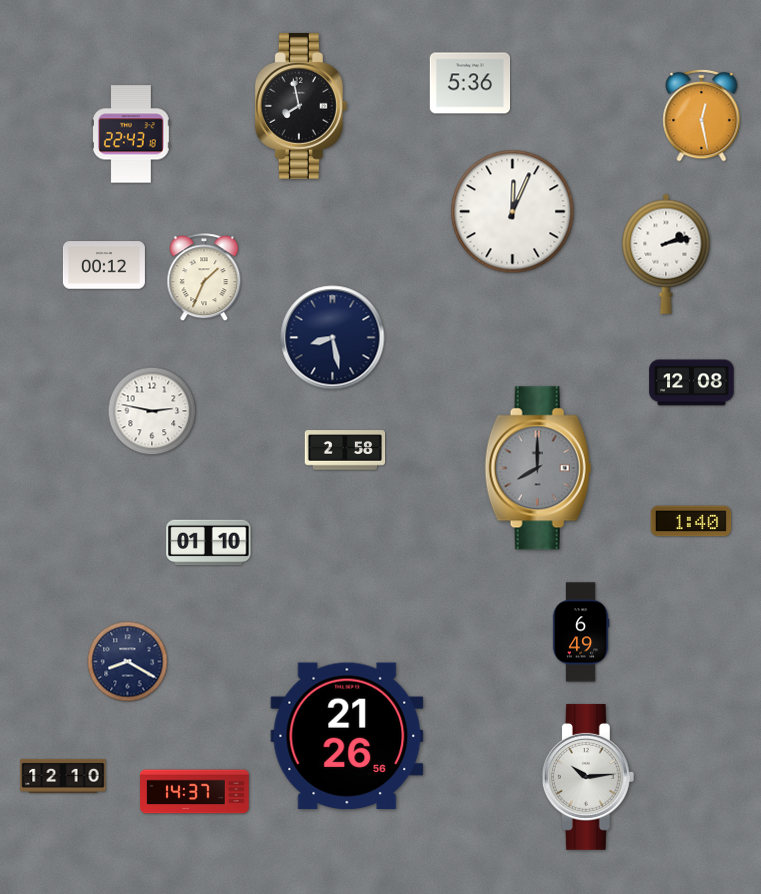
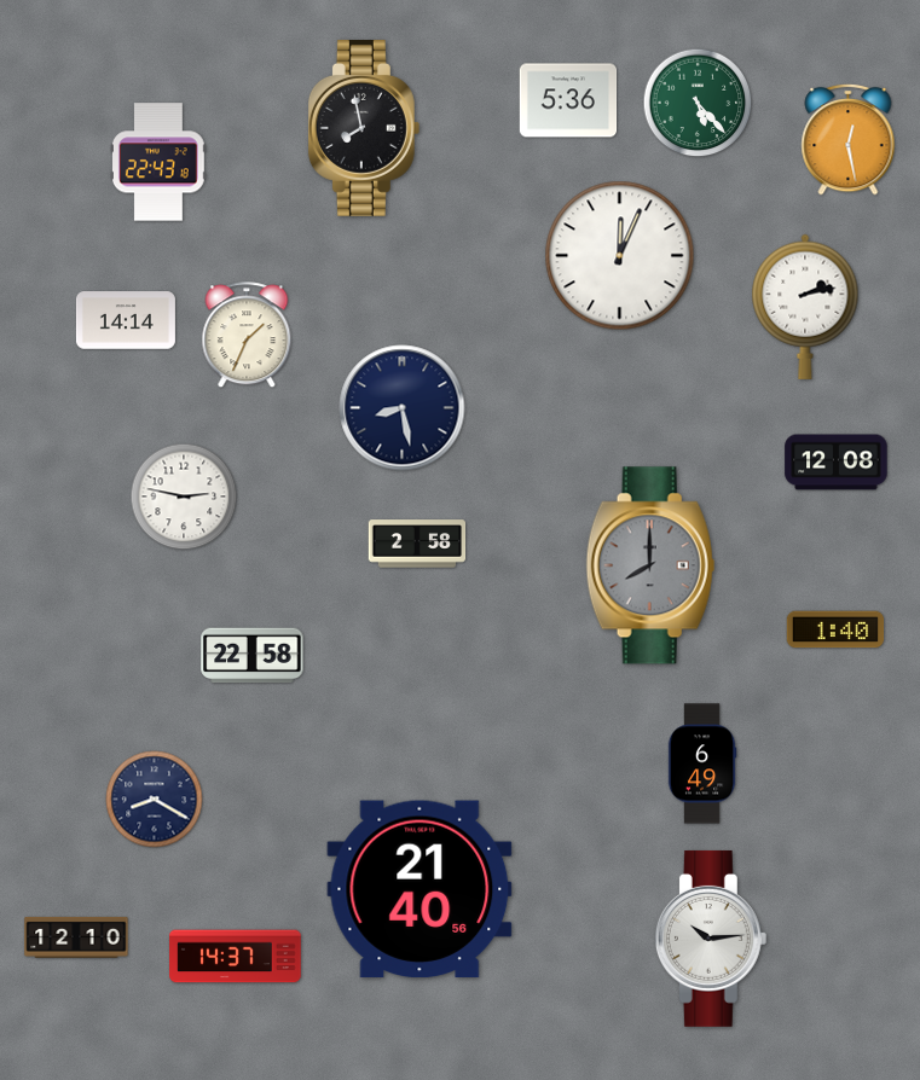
clock at (698, 103): none -> 5:23
clock at (104, 265): 00:12 -> 14:14
clock at (209, 543): 01:10 -> 22:58
clock at (347, 736): 21:26 -> 21:40
